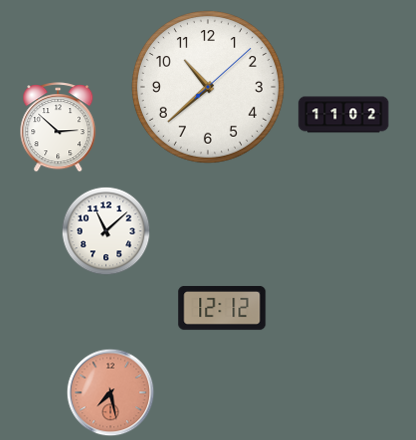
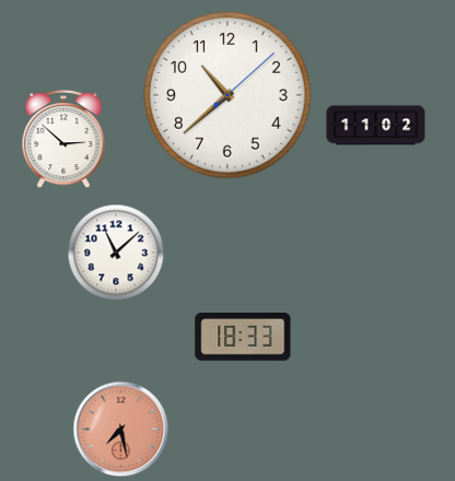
clock at (222, 308): 12:12 -> 18:33
